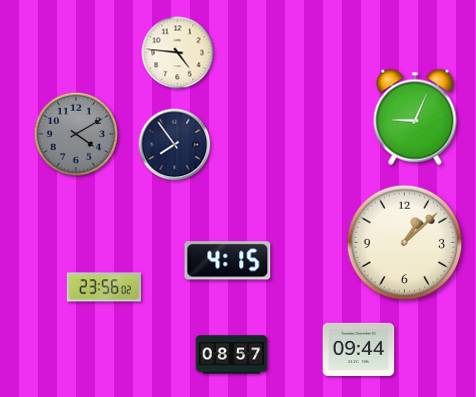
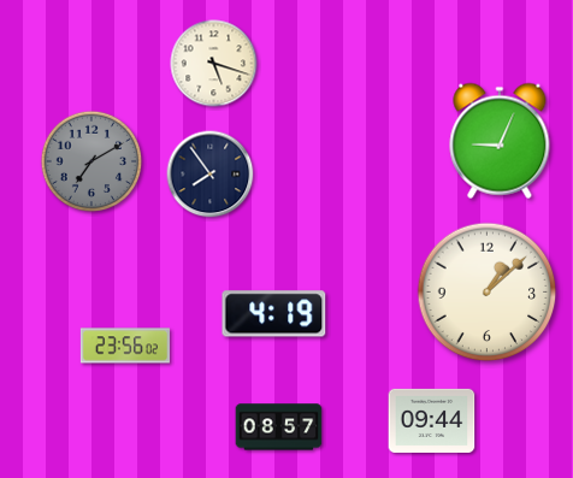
clock at (178, 53): 4:46 -> 5:18
clock at (76, 134): 4:10 -> 7:10
clock at (228, 261): 4:15 -> 4:19
